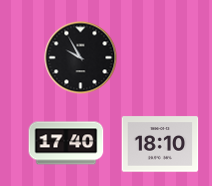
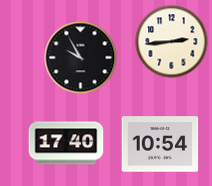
clock at (172, 42): none -> 2:44
clock at (160, 144): 18:10 -> 10:54
